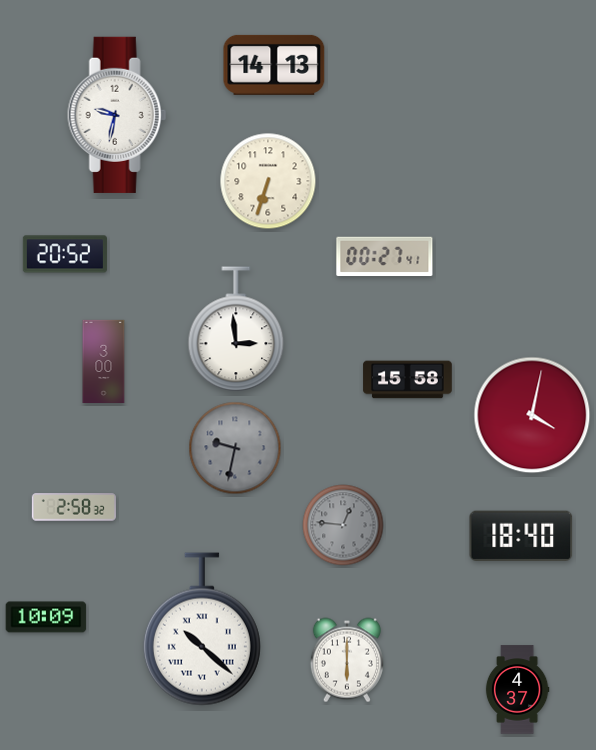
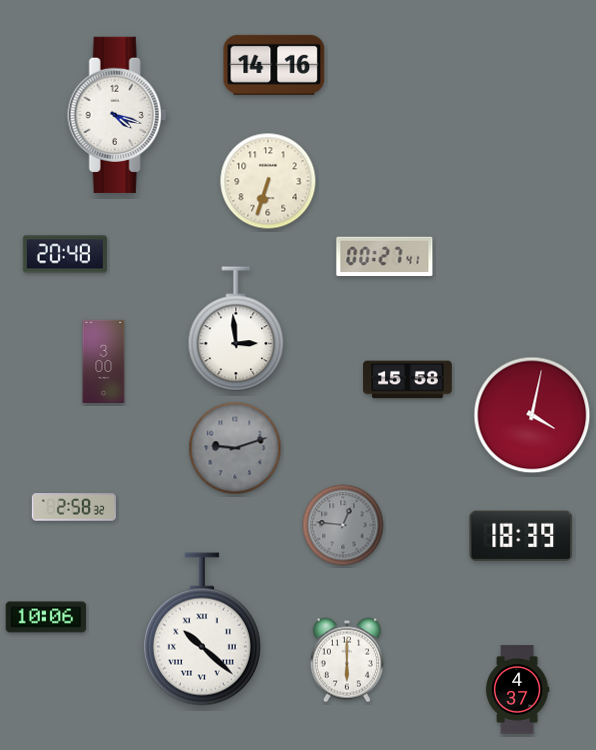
clock at (274, 65): 14:13 -> 14:16
clock at (117, 115): 9:32 -> 4:18
clock at (65, 254): 20:52 -> 20:48
clock at (235, 448): 9:32 -> 9:12
clock at (521, 536): 18:40 -> 18:39
clock at (46, 617): 10:09 -> 10:06
